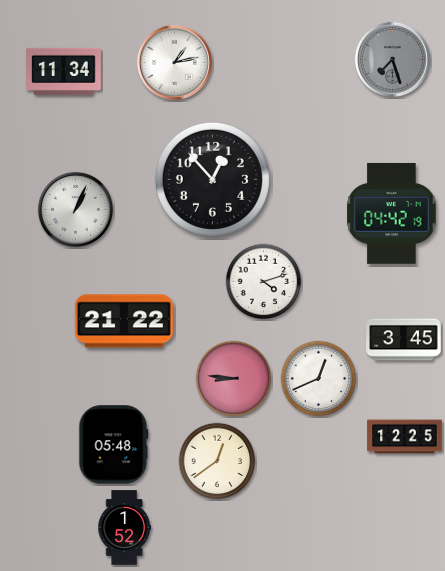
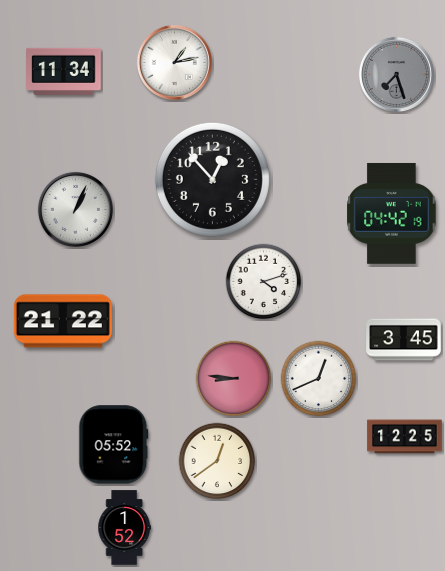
clock at (392, 59) position: (392, 59) -> (396, 74)
clock at (124, 321) position: (124, 321) -> (63, 321)
clock at (114, 445): 05:48 -> 05:52
